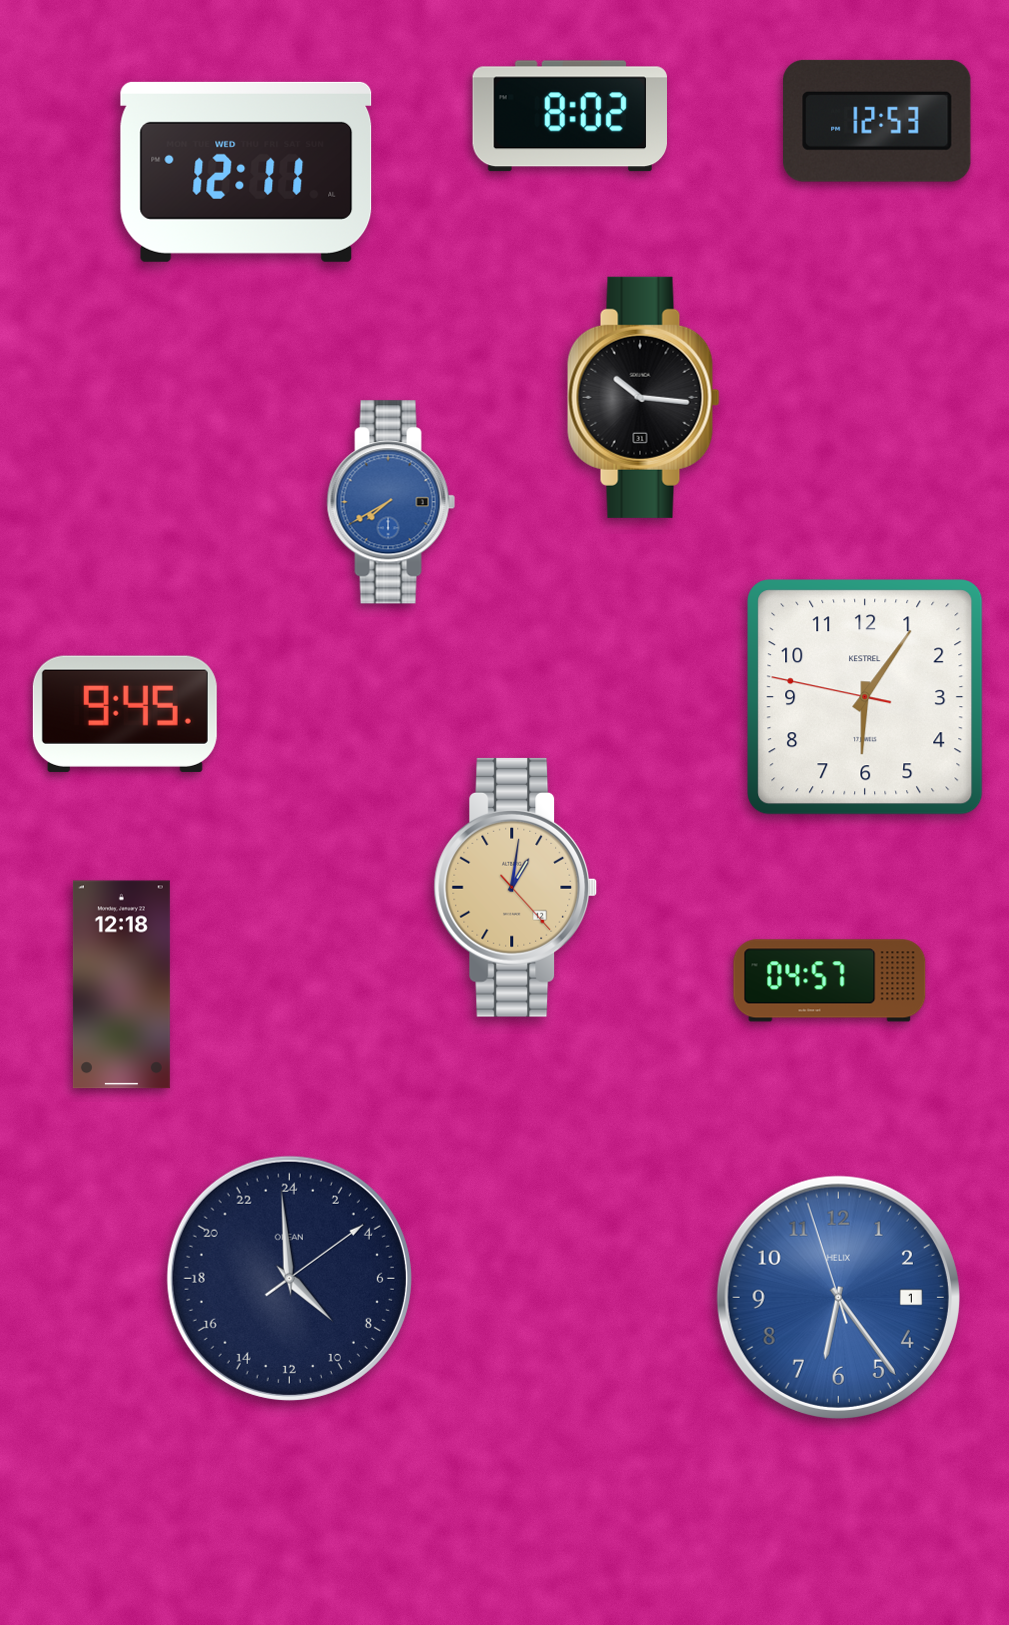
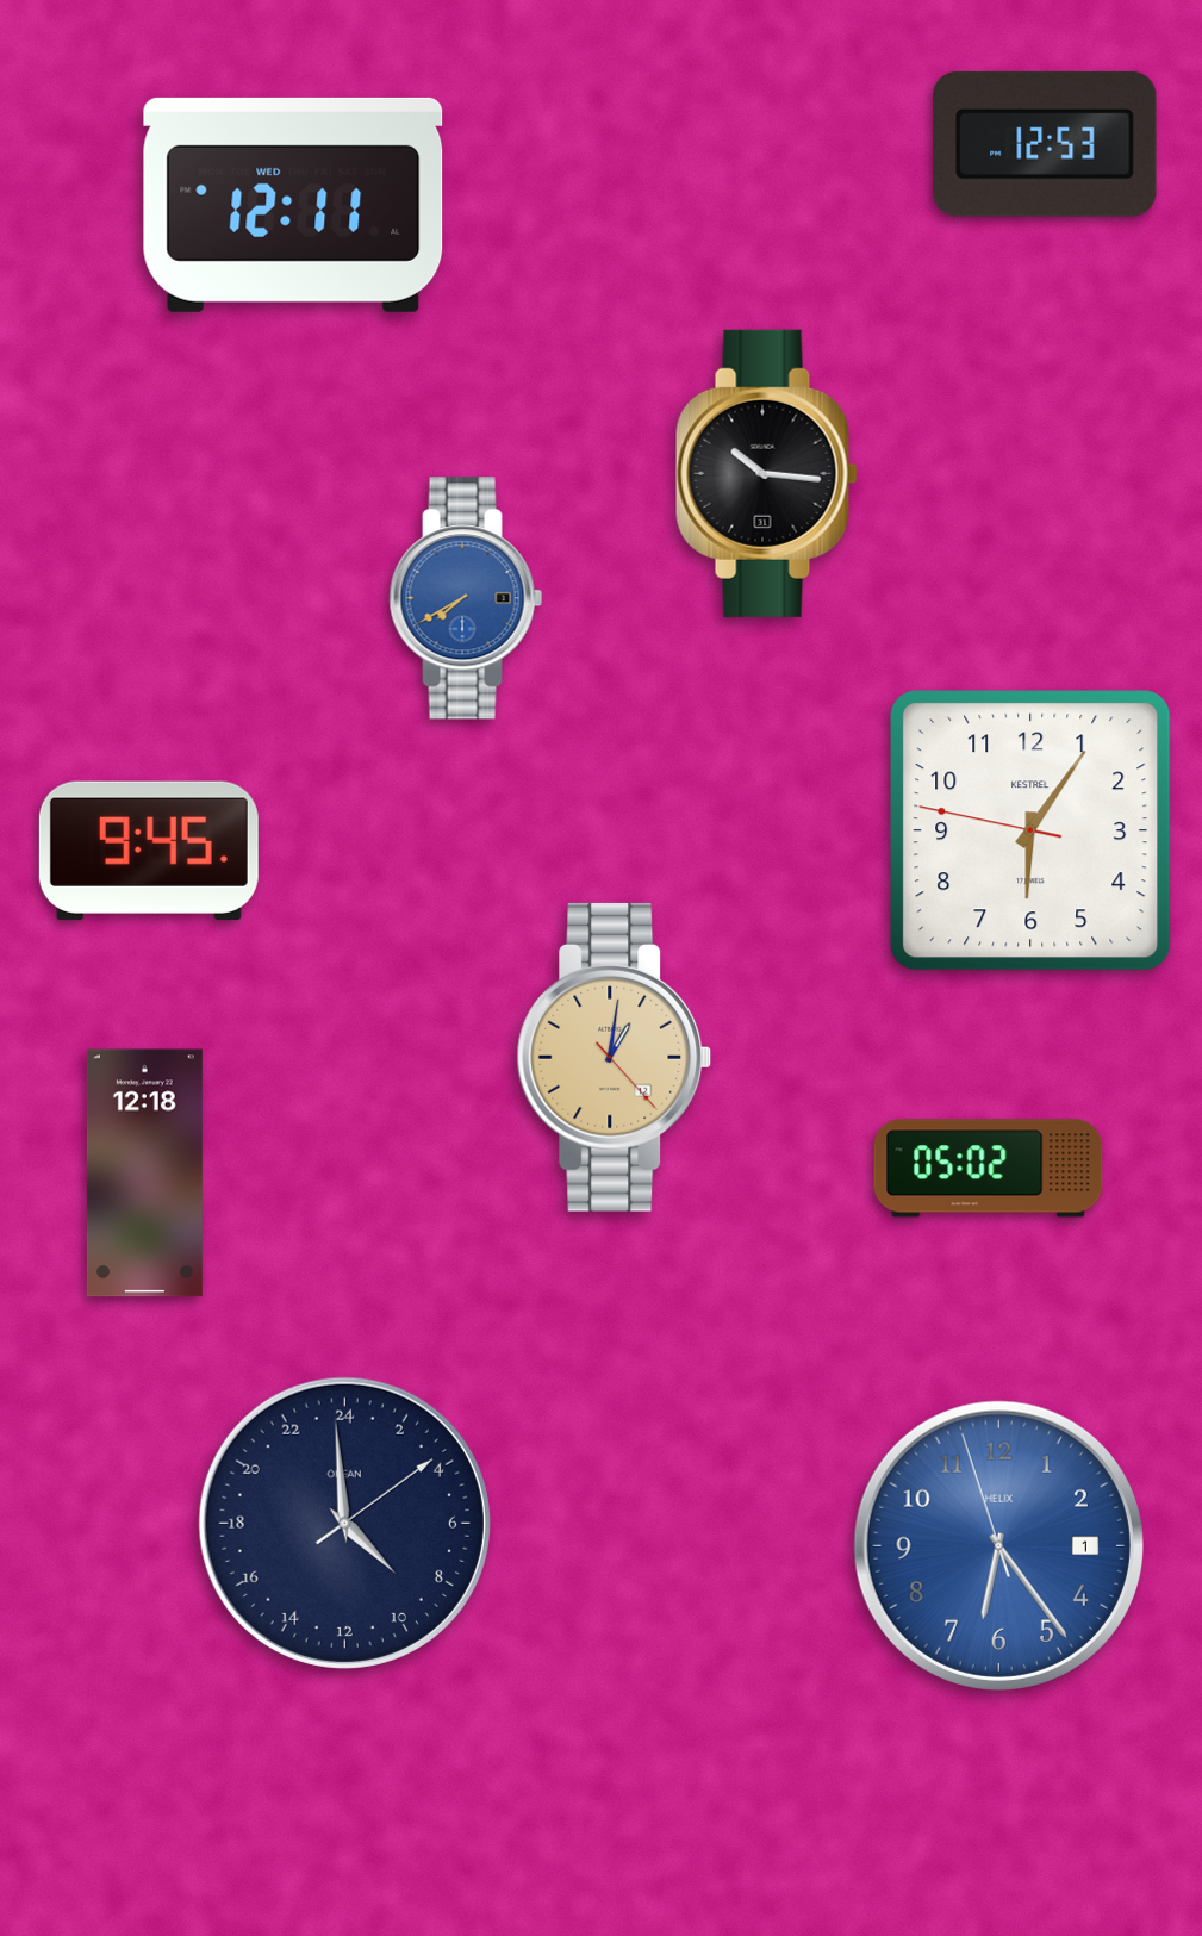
clock at (569, 116): 8:02 -> none
clock at (830, 981): 04:57 -> 05:02
